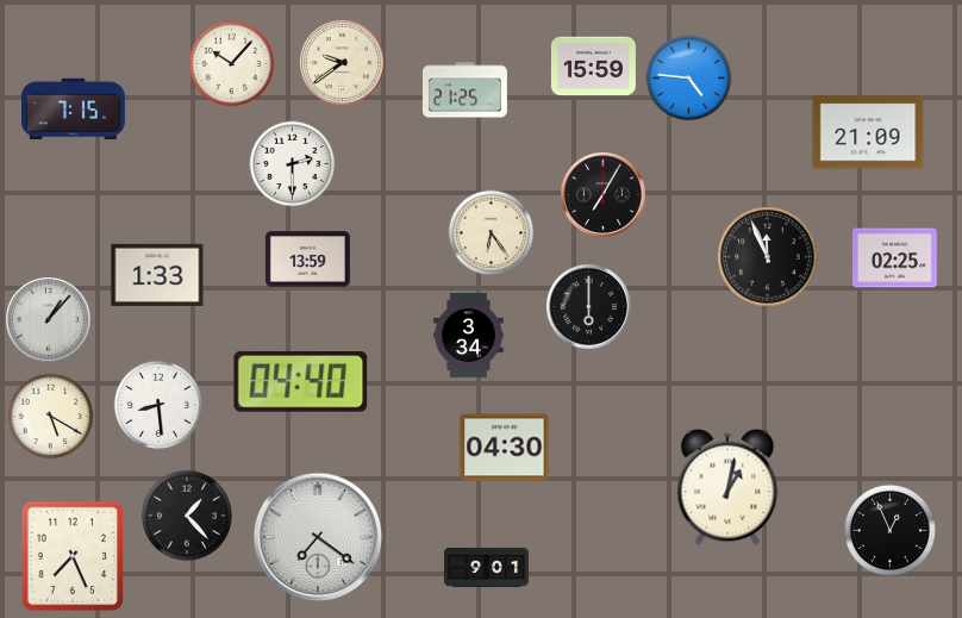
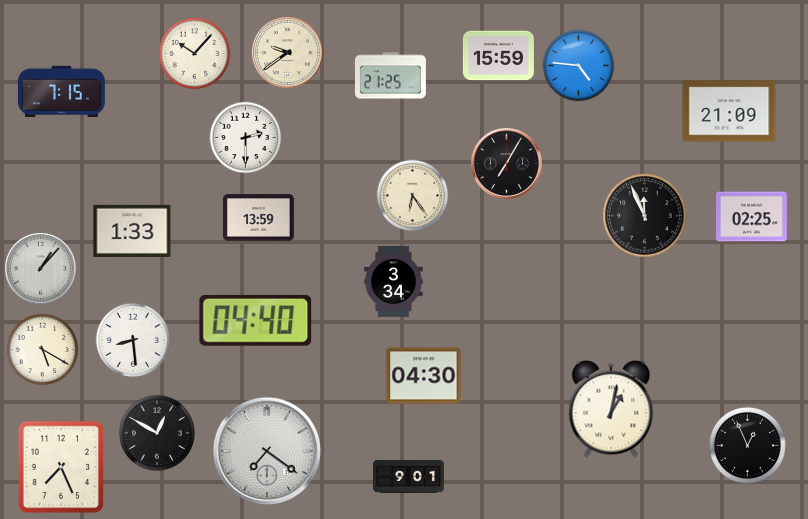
clock at (588, 306): 6:00 -> none
clock at (301, 381) position: (301, 381) -> (256, 320)
clock at (187, 516): 1:23 -> 12:50
